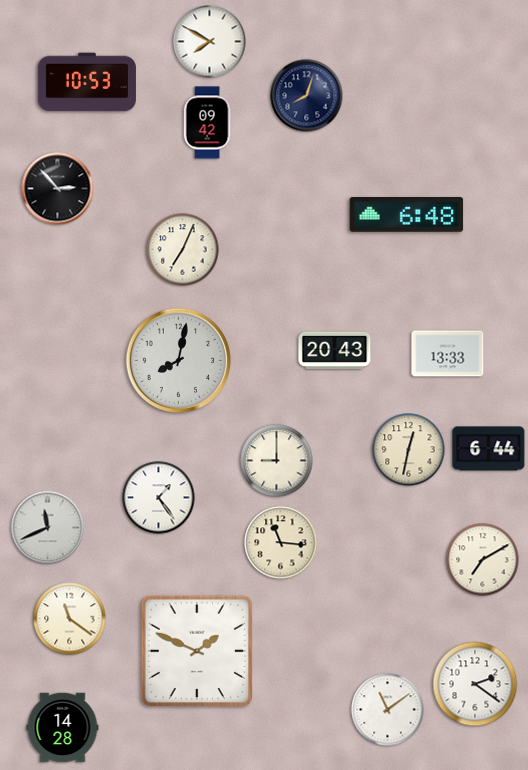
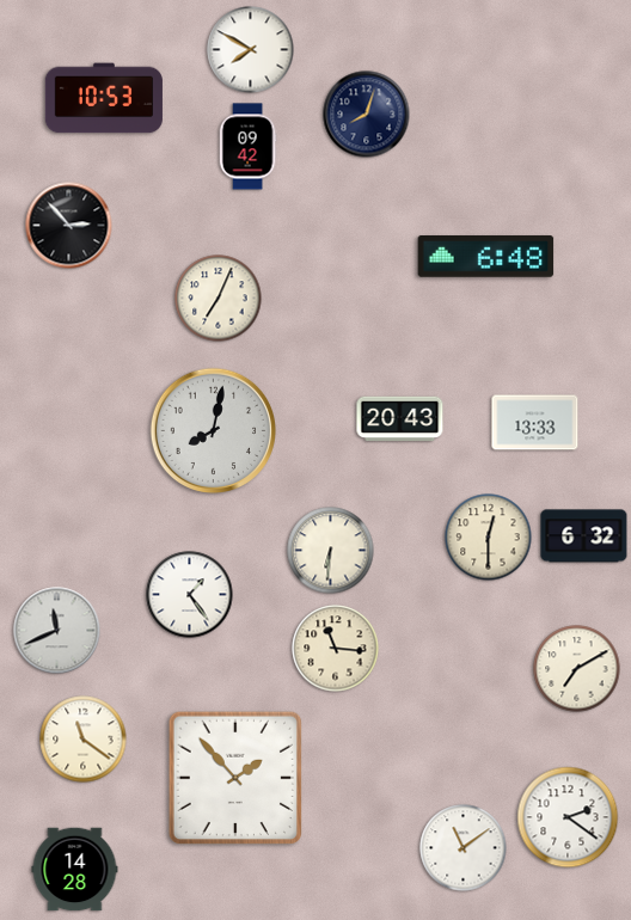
clock at (489, 449): 6:44 -> 6:32
clock at (409, 450): 12:32 -> 12:30
clock at (277, 461): 9:00 -> 6:31
clock at (196, 650): 1:49 -> 1:53
